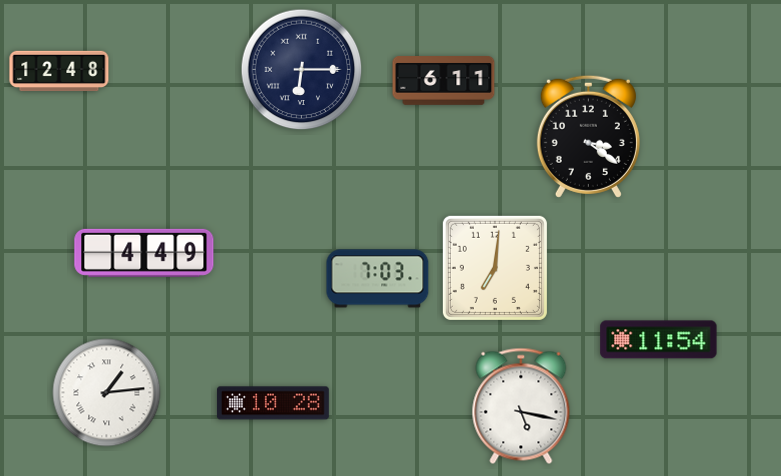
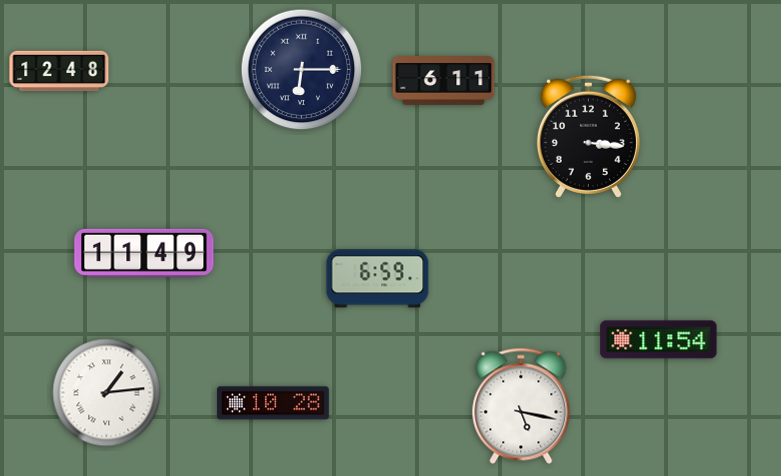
clock at (588, 136): 3:21 -> 3:16
clock at (144, 253): 4:49 -> 11:49
clock at (495, 268): 7:01 -> none
clock at (378, 279): 7:03 -> 6:59
